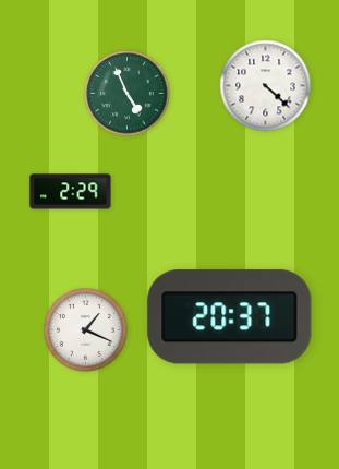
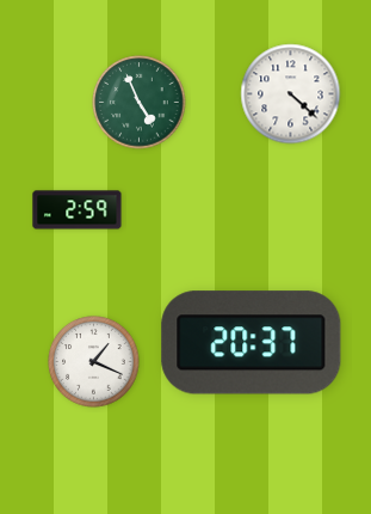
clock at (71, 192): 2:29 -> 2:59
clock at (230, 317) position: (230, 317) -> (252, 343)
